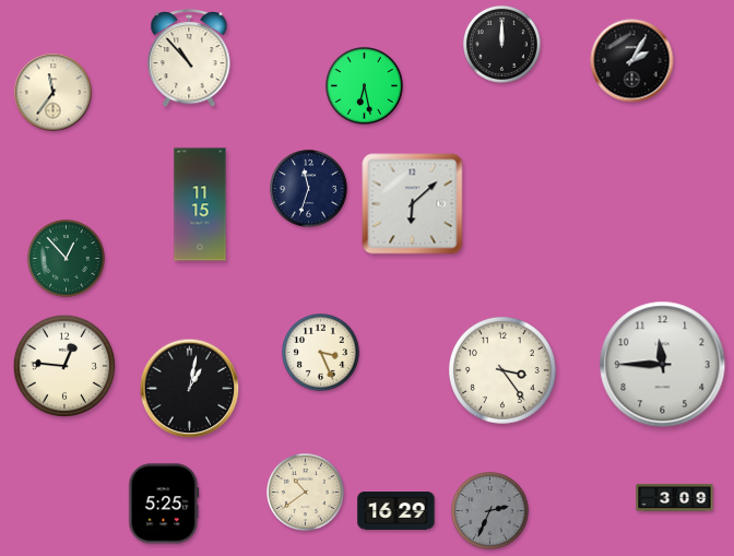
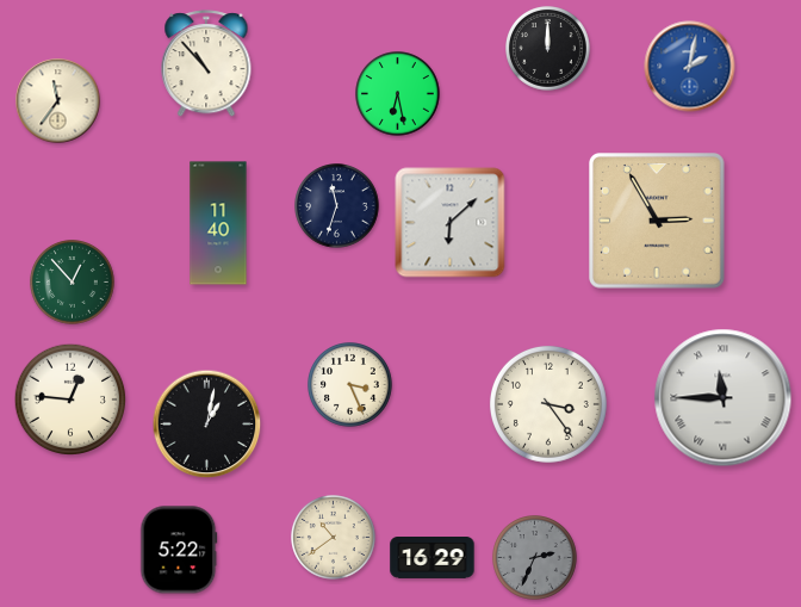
clock at (632, 61): 2:05 -> 2:02
clock at (632, 61) dial: black -> blue
clock at (657, 221): none -> 2:55
clock at (200, 204): 11:15 -> 11:40
clock at (663, 365) numerals: Arabic -> Roman
clock at (675, 497): 3:09 -> none
clock at (164, 504): 5:25 -> 5:22
